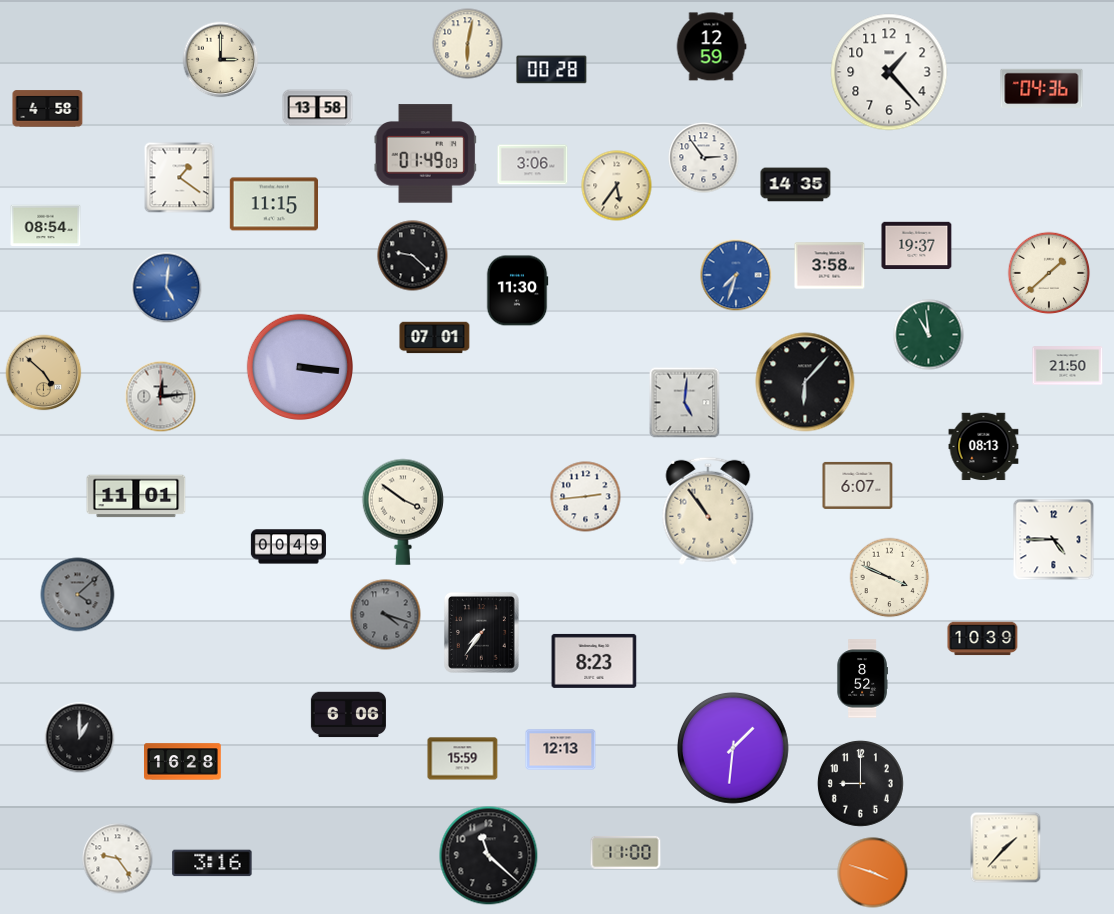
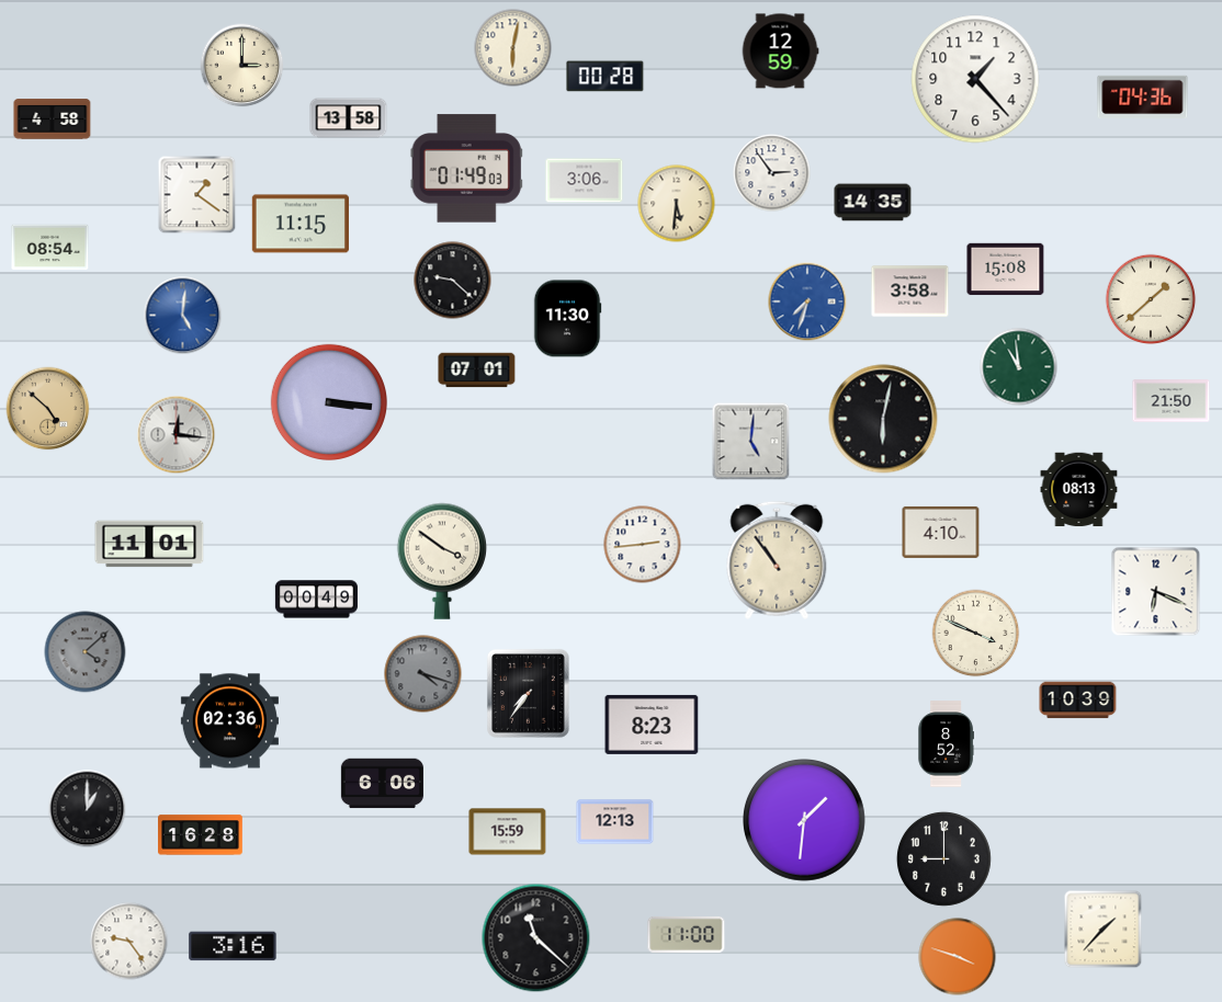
clock at (617, 186): 5:36 -> 5:31
clock at (917, 246): 19:37 -> 15:08
clock at (805, 382): 6:07 -> 6:02
clock at (161, 397): 12:14 -> 12:16
clock at (858, 485): 6:07 -> 4:10
clock at (1054, 540): 4:45 -> 6:19
clock at (229, 721): none -> 02:36
